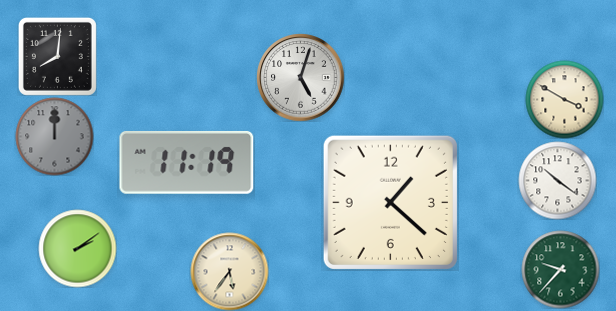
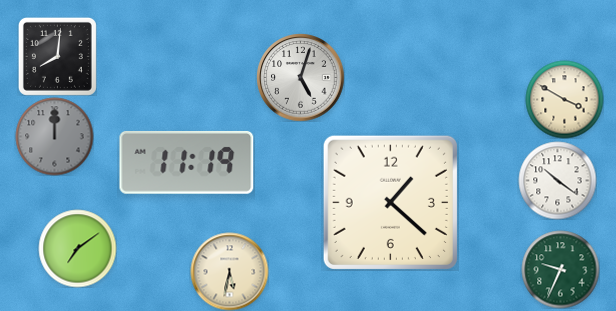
clock at (77, 248): 2:09 -> 7:09
clock at (560, 269): 9:37 -> 9:34
clock at (229, 271): 5:36 -> 5:32
